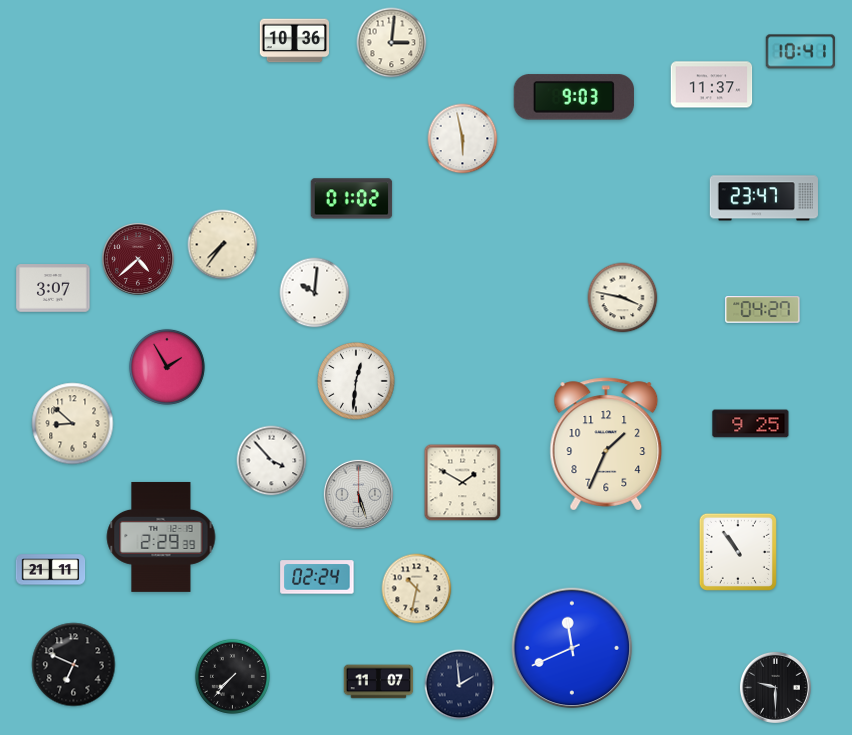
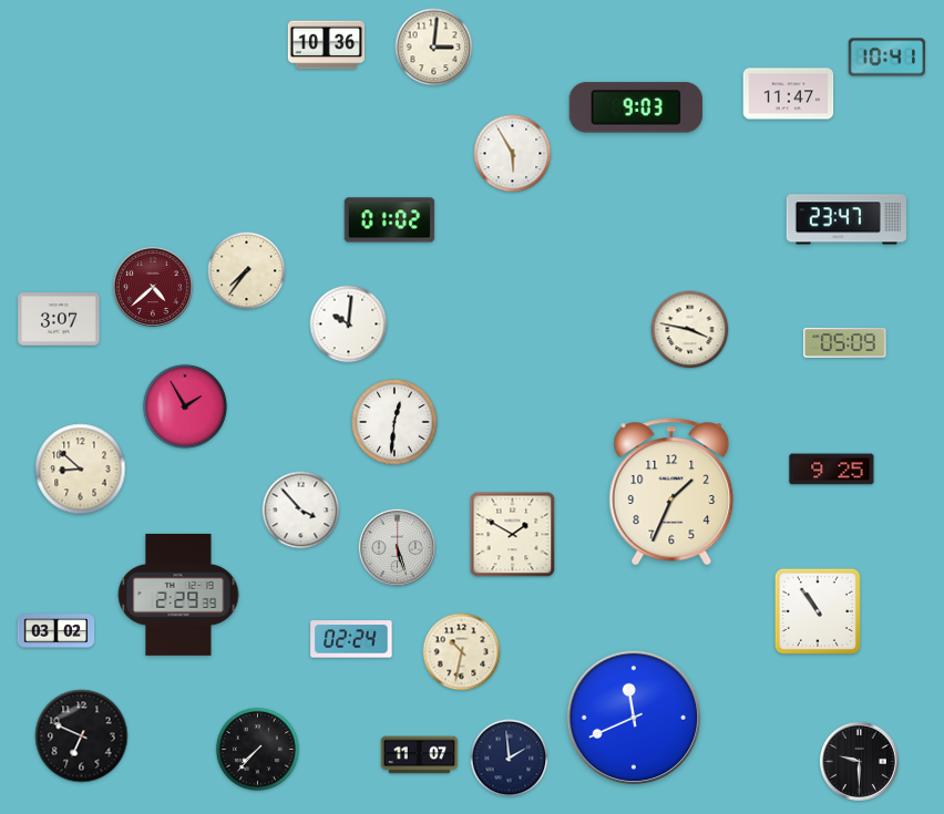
clock at (712, 85): 11:37 -> 11:47
clock at (463, 139): 5:58 -> 5:55
clock at (763, 310): 04:27 -> 05:09
clock at (51, 570): 21:11 -> 03:02
